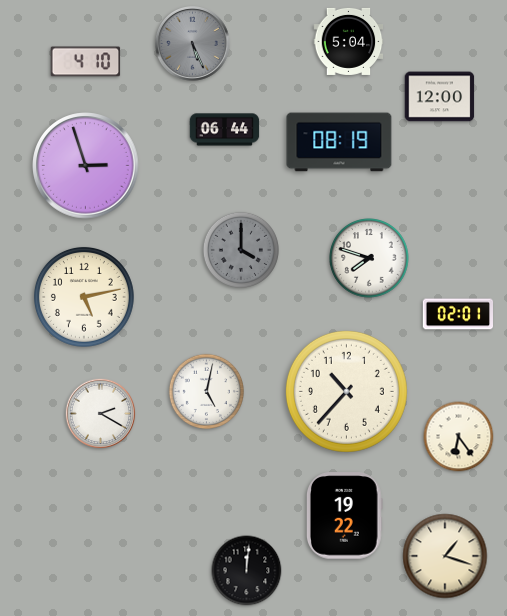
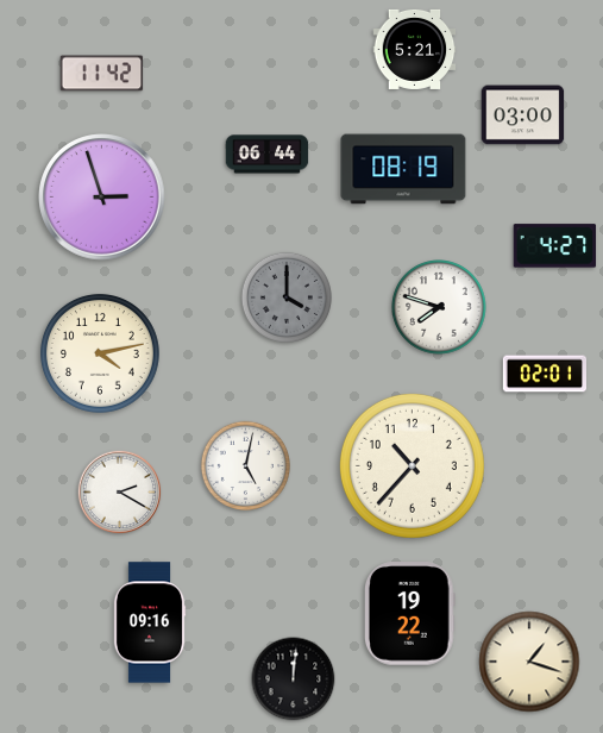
clock at (349, 41): 5:04 -> 5:21
clock at (193, 44): 5:26 -> none
clock at (86, 62): 4:10 -> 11:42
clock at (440, 97): 12:00 -> 03:00
clock at (555, 246): none -> 4:27
clock at (84, 297): 5:13 -> 4:13
clock at (459, 437): 6:24 -> none
clock at (150, 622): none -> 09:16
